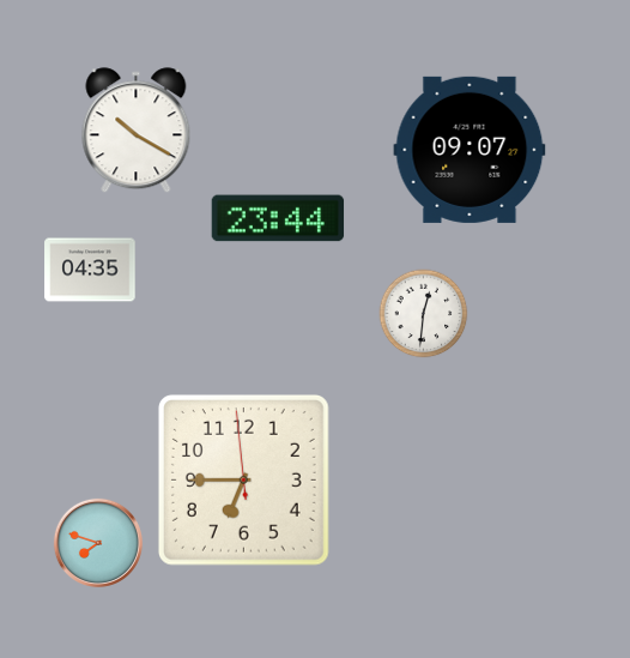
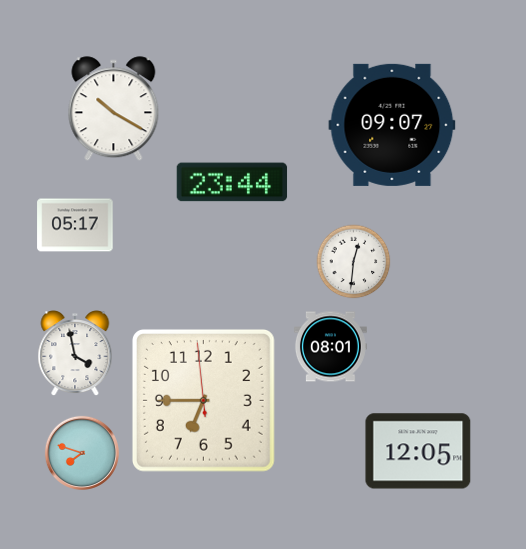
clock at (90, 270): 04:35 -> 05:17
clock at (330, 347): none -> 08:01
clock at (75, 354): none -> 3:58
clock at (418, 451): none -> 12:05
